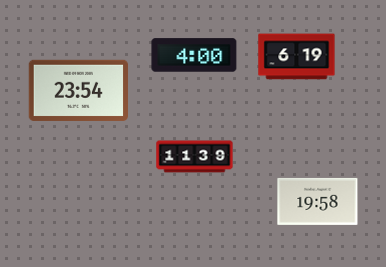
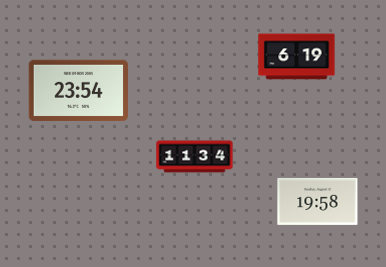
clock at (194, 55): 4:00 -> none
clock at (195, 157): 11:39 -> 11:34
